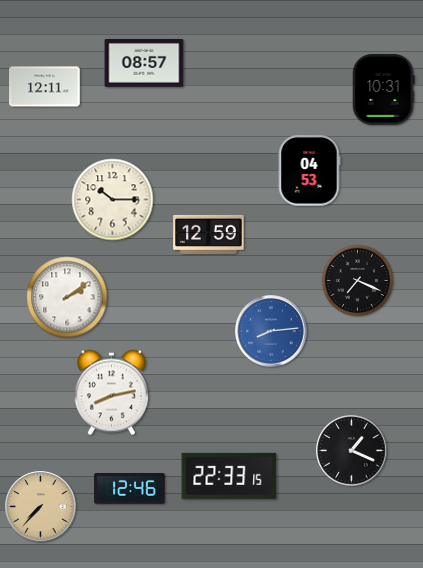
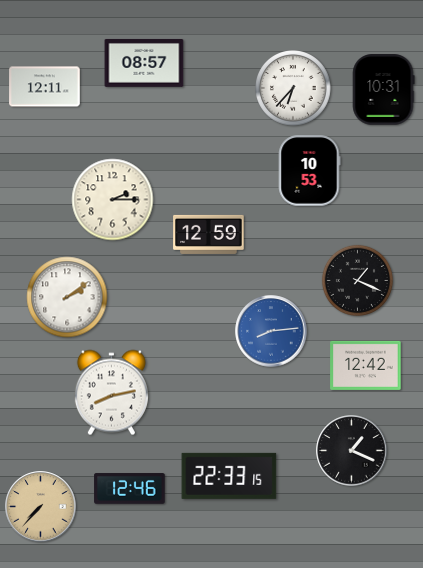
clock at (293, 88): none -> 6:37
clock at (309, 171): 04:53 -> 10:53
clock at (113, 200): 10:15 -> 2:15
clock at (357, 280): 7:19 -> 1:19
clock at (366, 365): none -> 12:42
